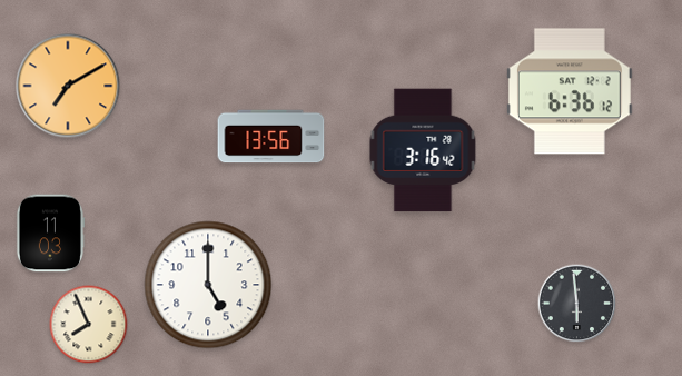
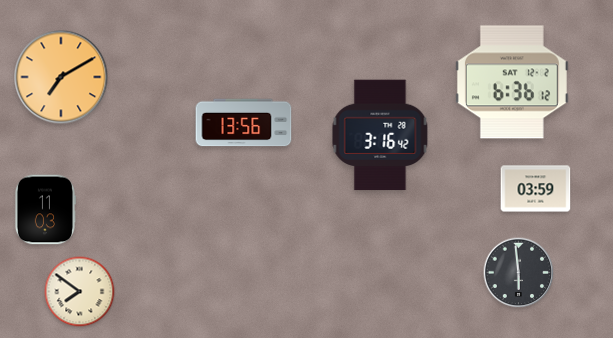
clock at (536, 189): none -> 03:59
clock at (208, 285): 5:00 -> none
clock at (89, 325): 7:56 -> 7:51
